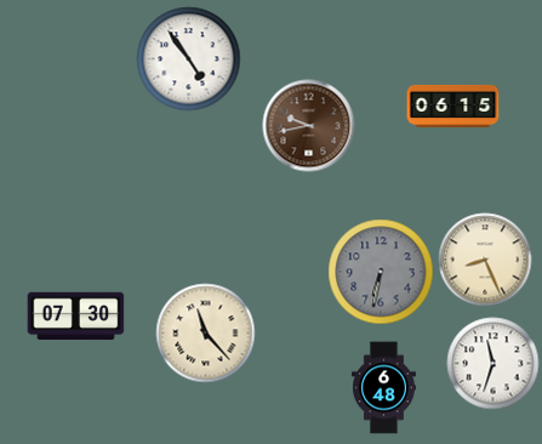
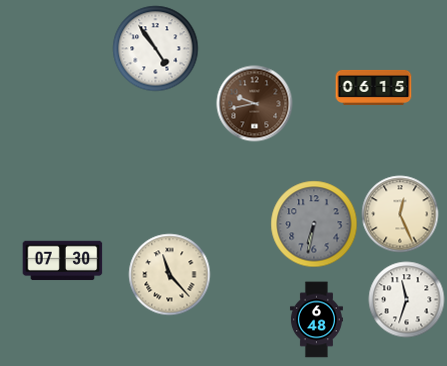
clock at (485, 260): 8:26 -> 12:26
